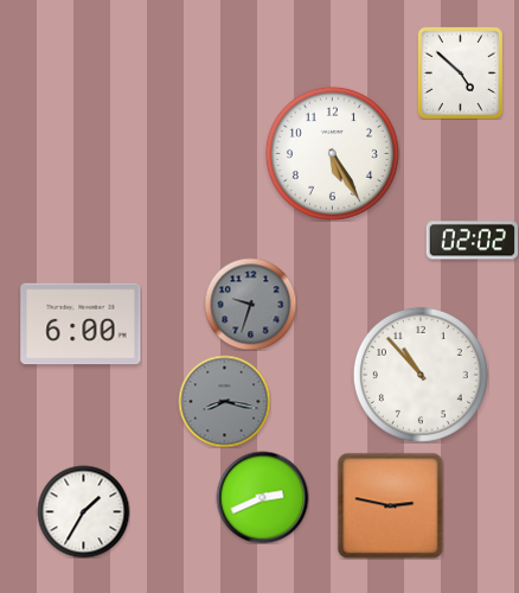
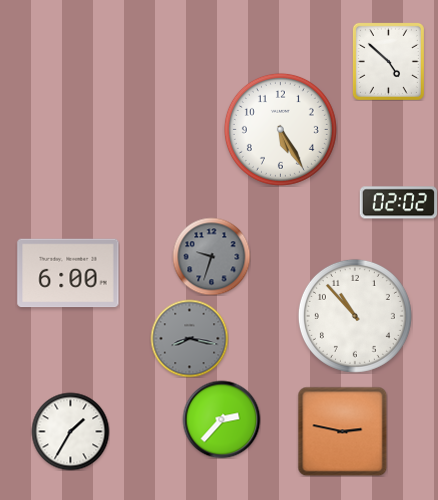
clock at (262, 497): 2:41 -> 2:37
clock at (390, 505) position: (390, 505) -> (342, 431)
